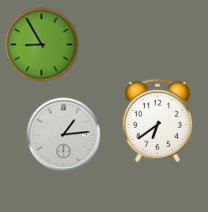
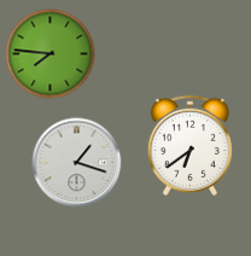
clock at (42, 45): 8:55 -> 7:46
clock at (64, 135): 1:14 -> 1:18
